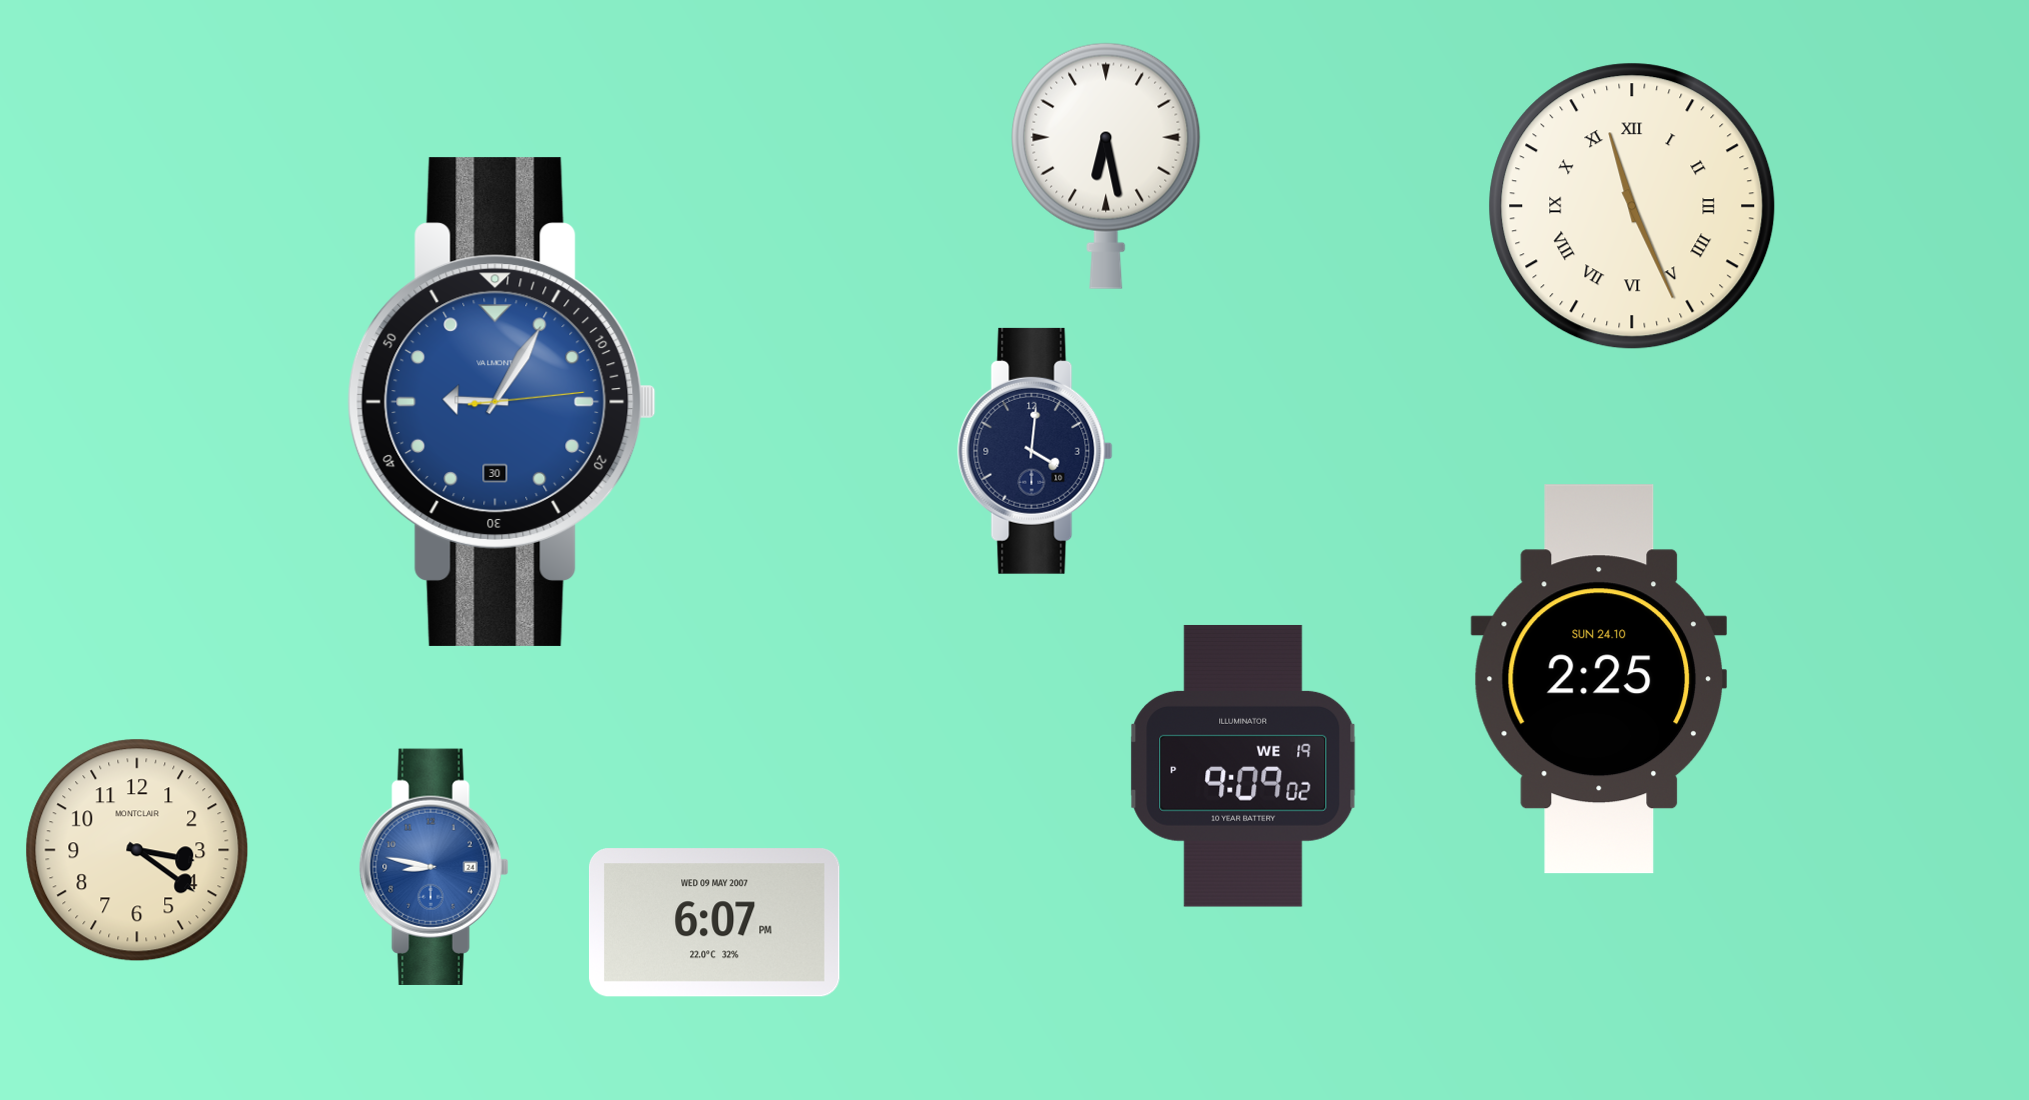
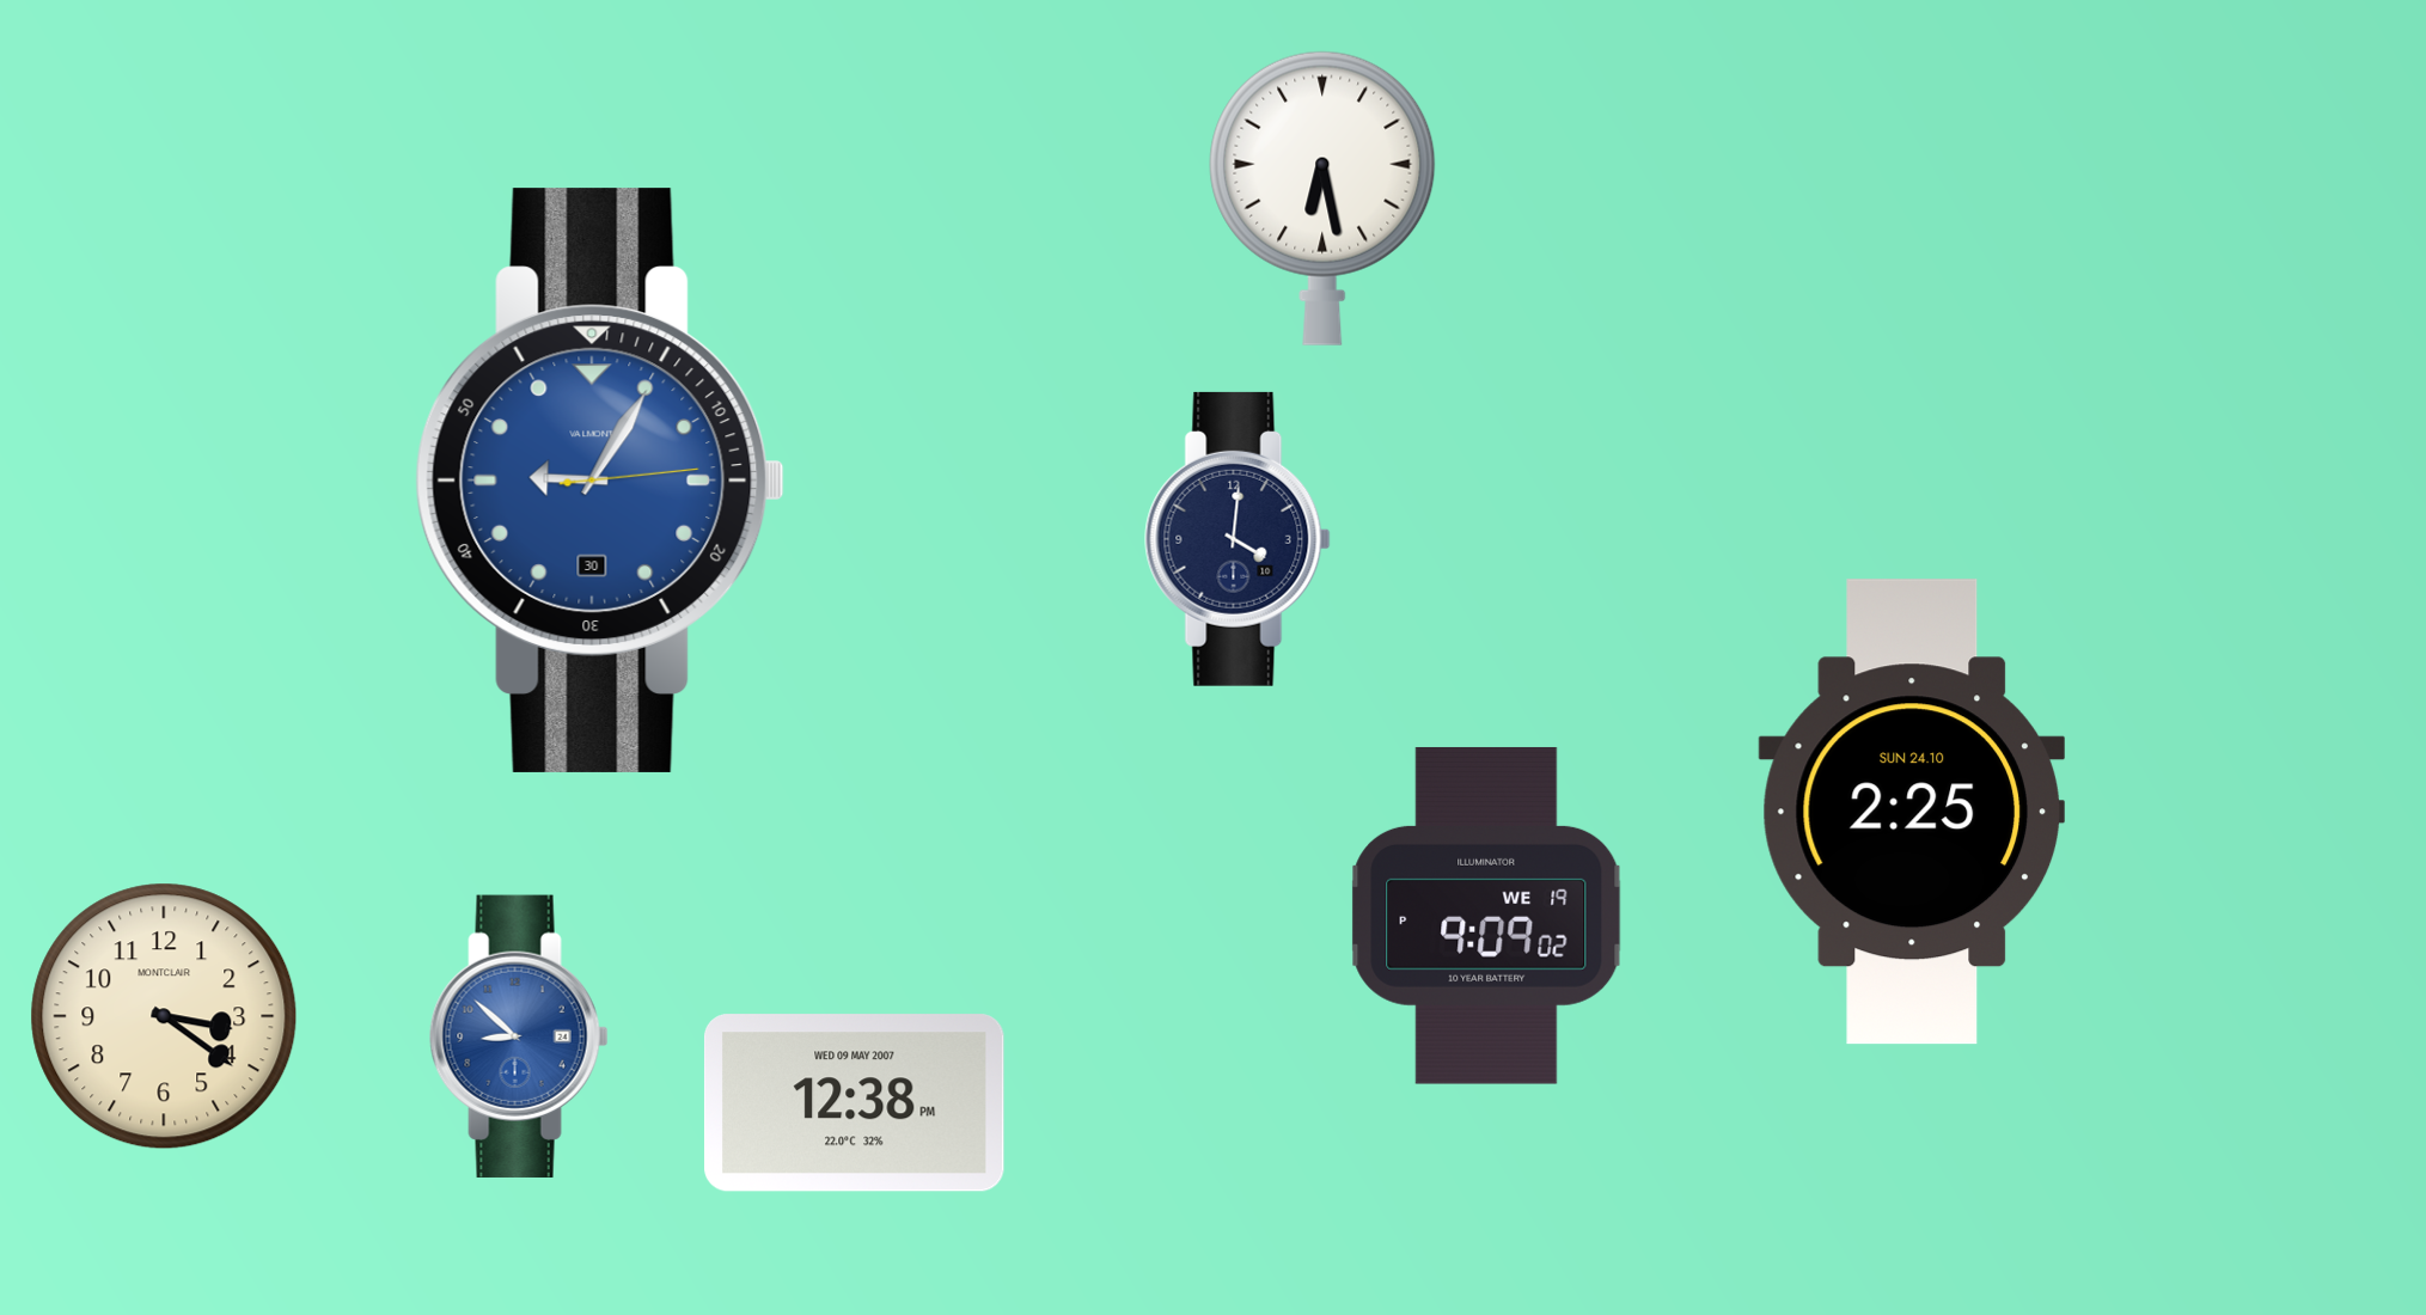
clock at (1632, 206): 11:26 -> none
clock at (434, 867): 8:47 -> 8:52
clock at (714, 923): 6:07 -> 12:38
